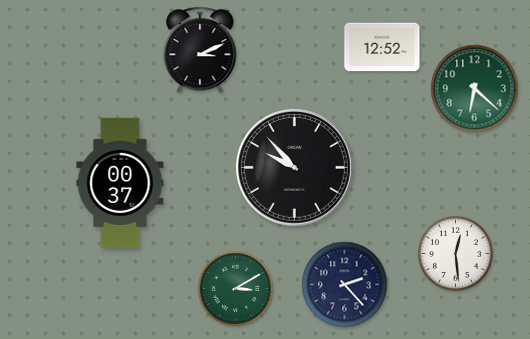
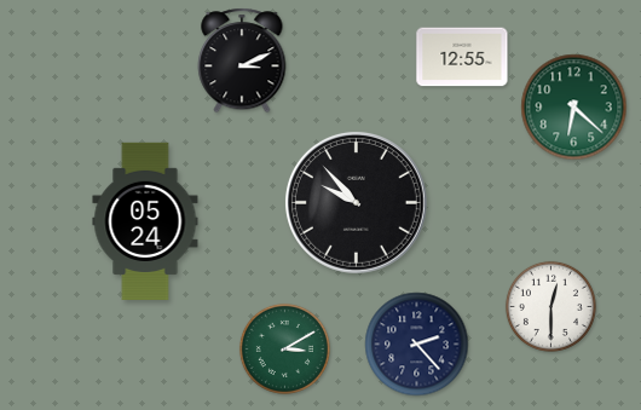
clock at (382, 47): 12:52 -> 12:55
clock at (120, 182): 00:37 -> 05:24
clock at (455, 253): 12:29 -> 12:30
